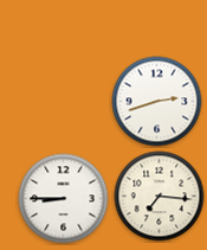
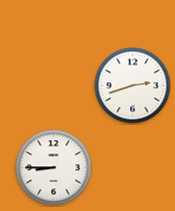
clock at (160, 197): 7:16 -> none
